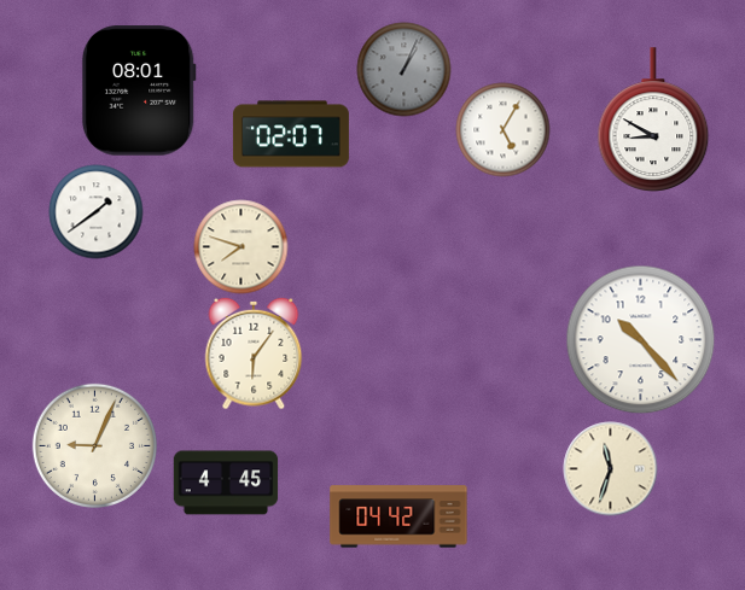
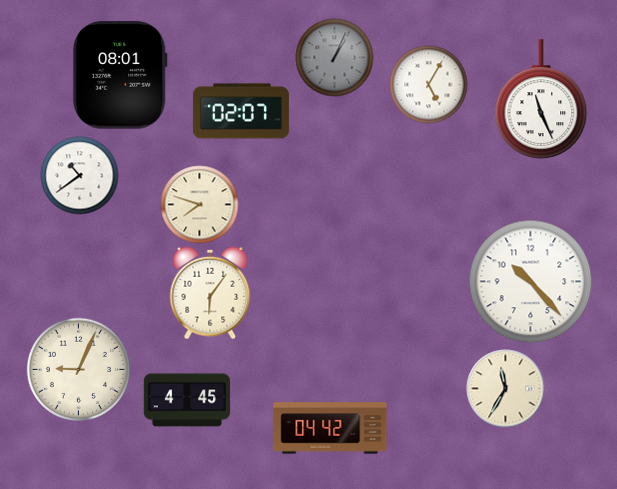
clock at (139, 90) position: (139, 90) -> (120, 75)
clock at (653, 119): 8:50 -> 11:26
clock at (502, 129) position: (502, 129) -> (428, 84)
clock at (95, 211): 1:39 -> 10:39
clock at (610, 468): 11:33 -> 11:35
